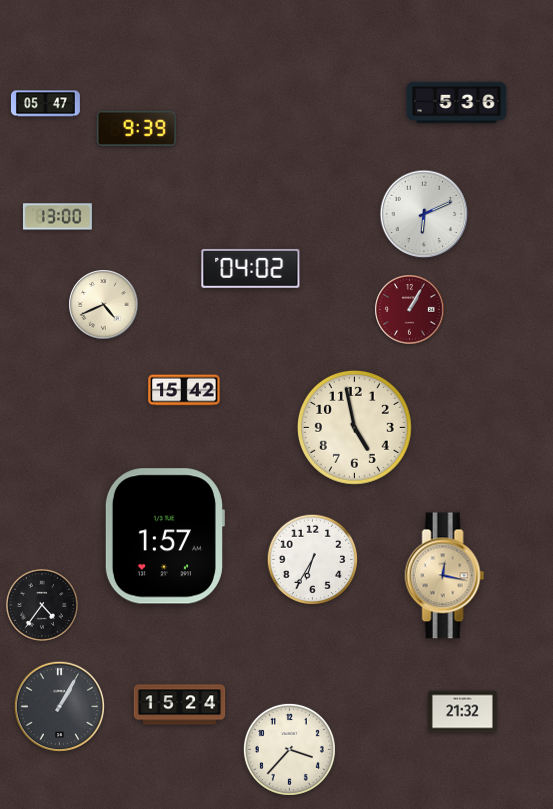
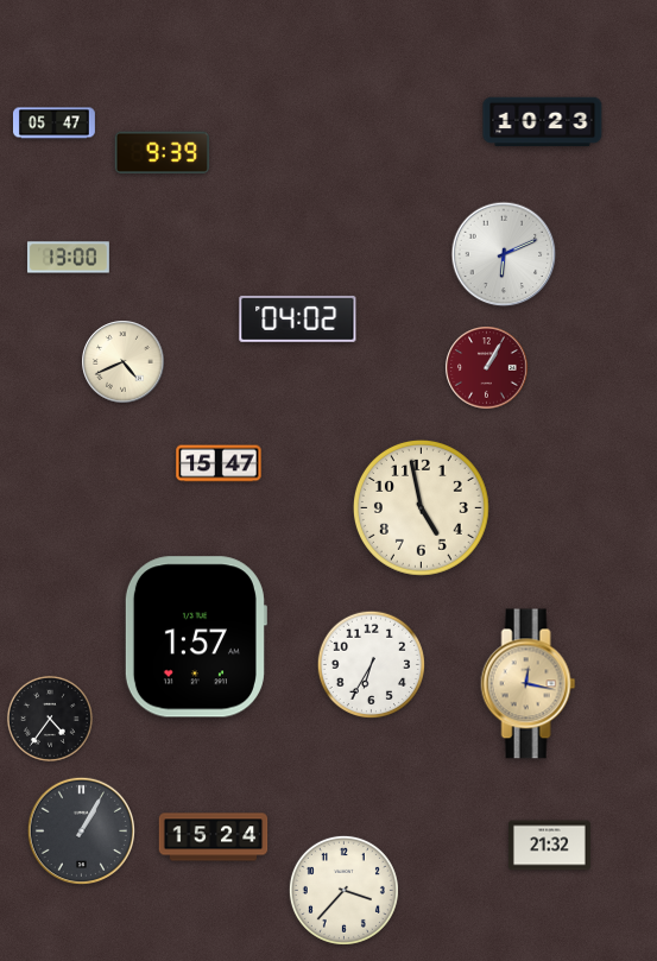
clock at (457, 103): 5:36 -> 10:23
clock at (184, 390): 15:42 -> 15:47
clock at (59, 706) position: (59, 706) -> (81, 830)
